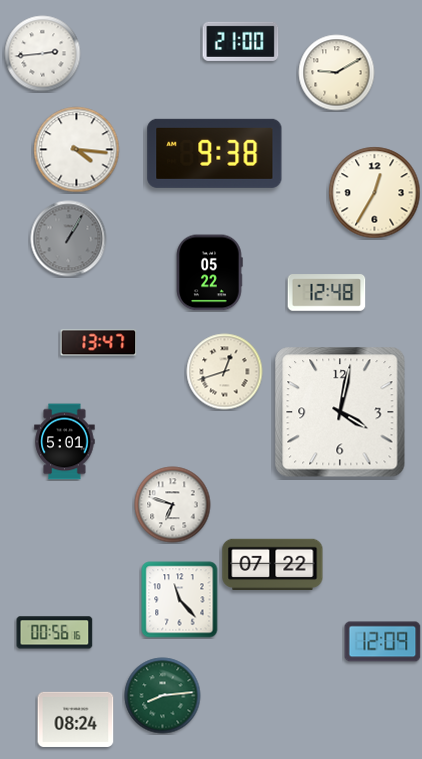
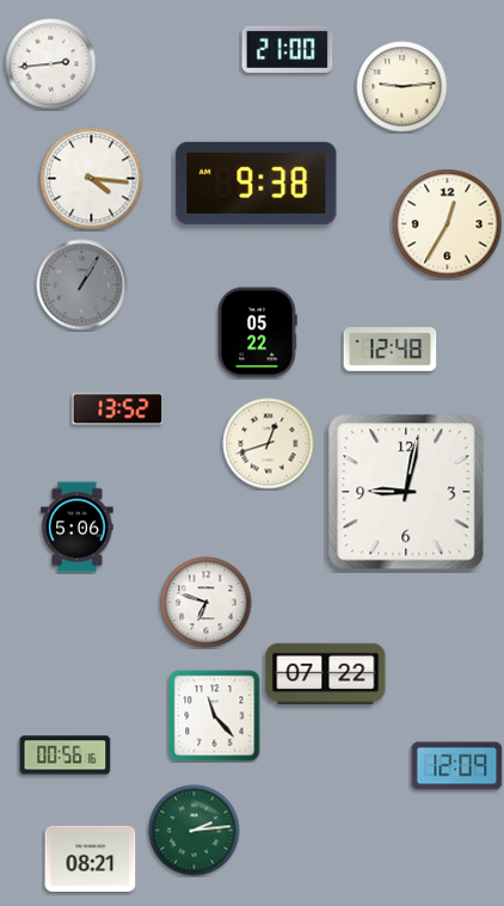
clock at (337, 73): 9:10 -> 9:14
clock at (375, 193) position: (375, 193) -> (448, 224)
clock at (209, 273) position: (209, 273) -> (257, 333)
clock at (99, 343): 13:47 -> 13:52
clock at (340, 412): 4:02 -> 9:02
clock at (65, 442): 5:01 -> 5:06
clock at (163, 696): 8:14 -> 2:14
clock at (76, 719): 08:24 -> 08:21
